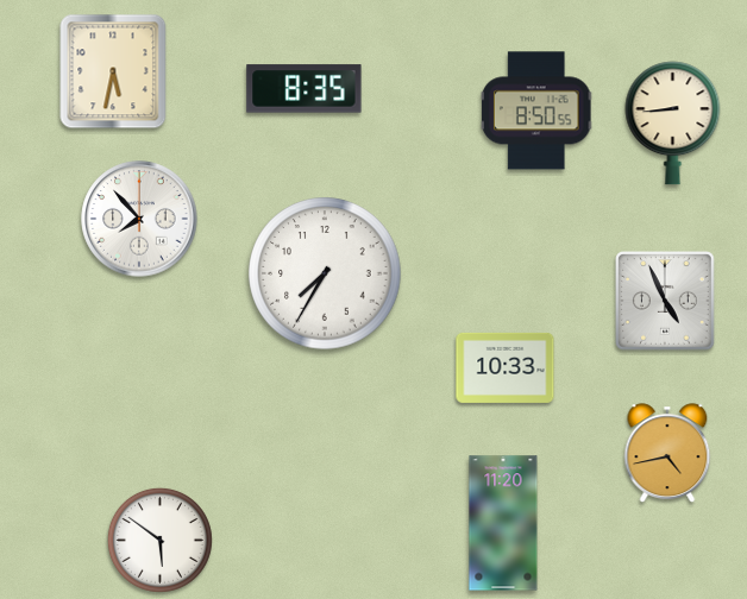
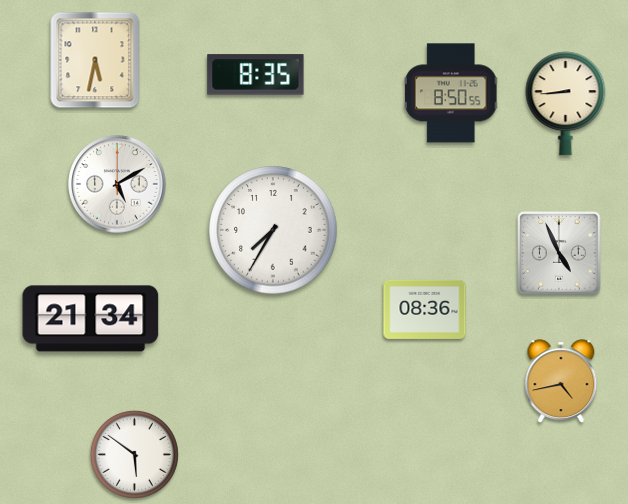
clock at (139, 219): 7:53 -> 5:10
clock at (506, 367): 10:33 -> 08:36
clock at (91, 319): none -> 21:34
clock at (503, 523): 11:20 -> none
